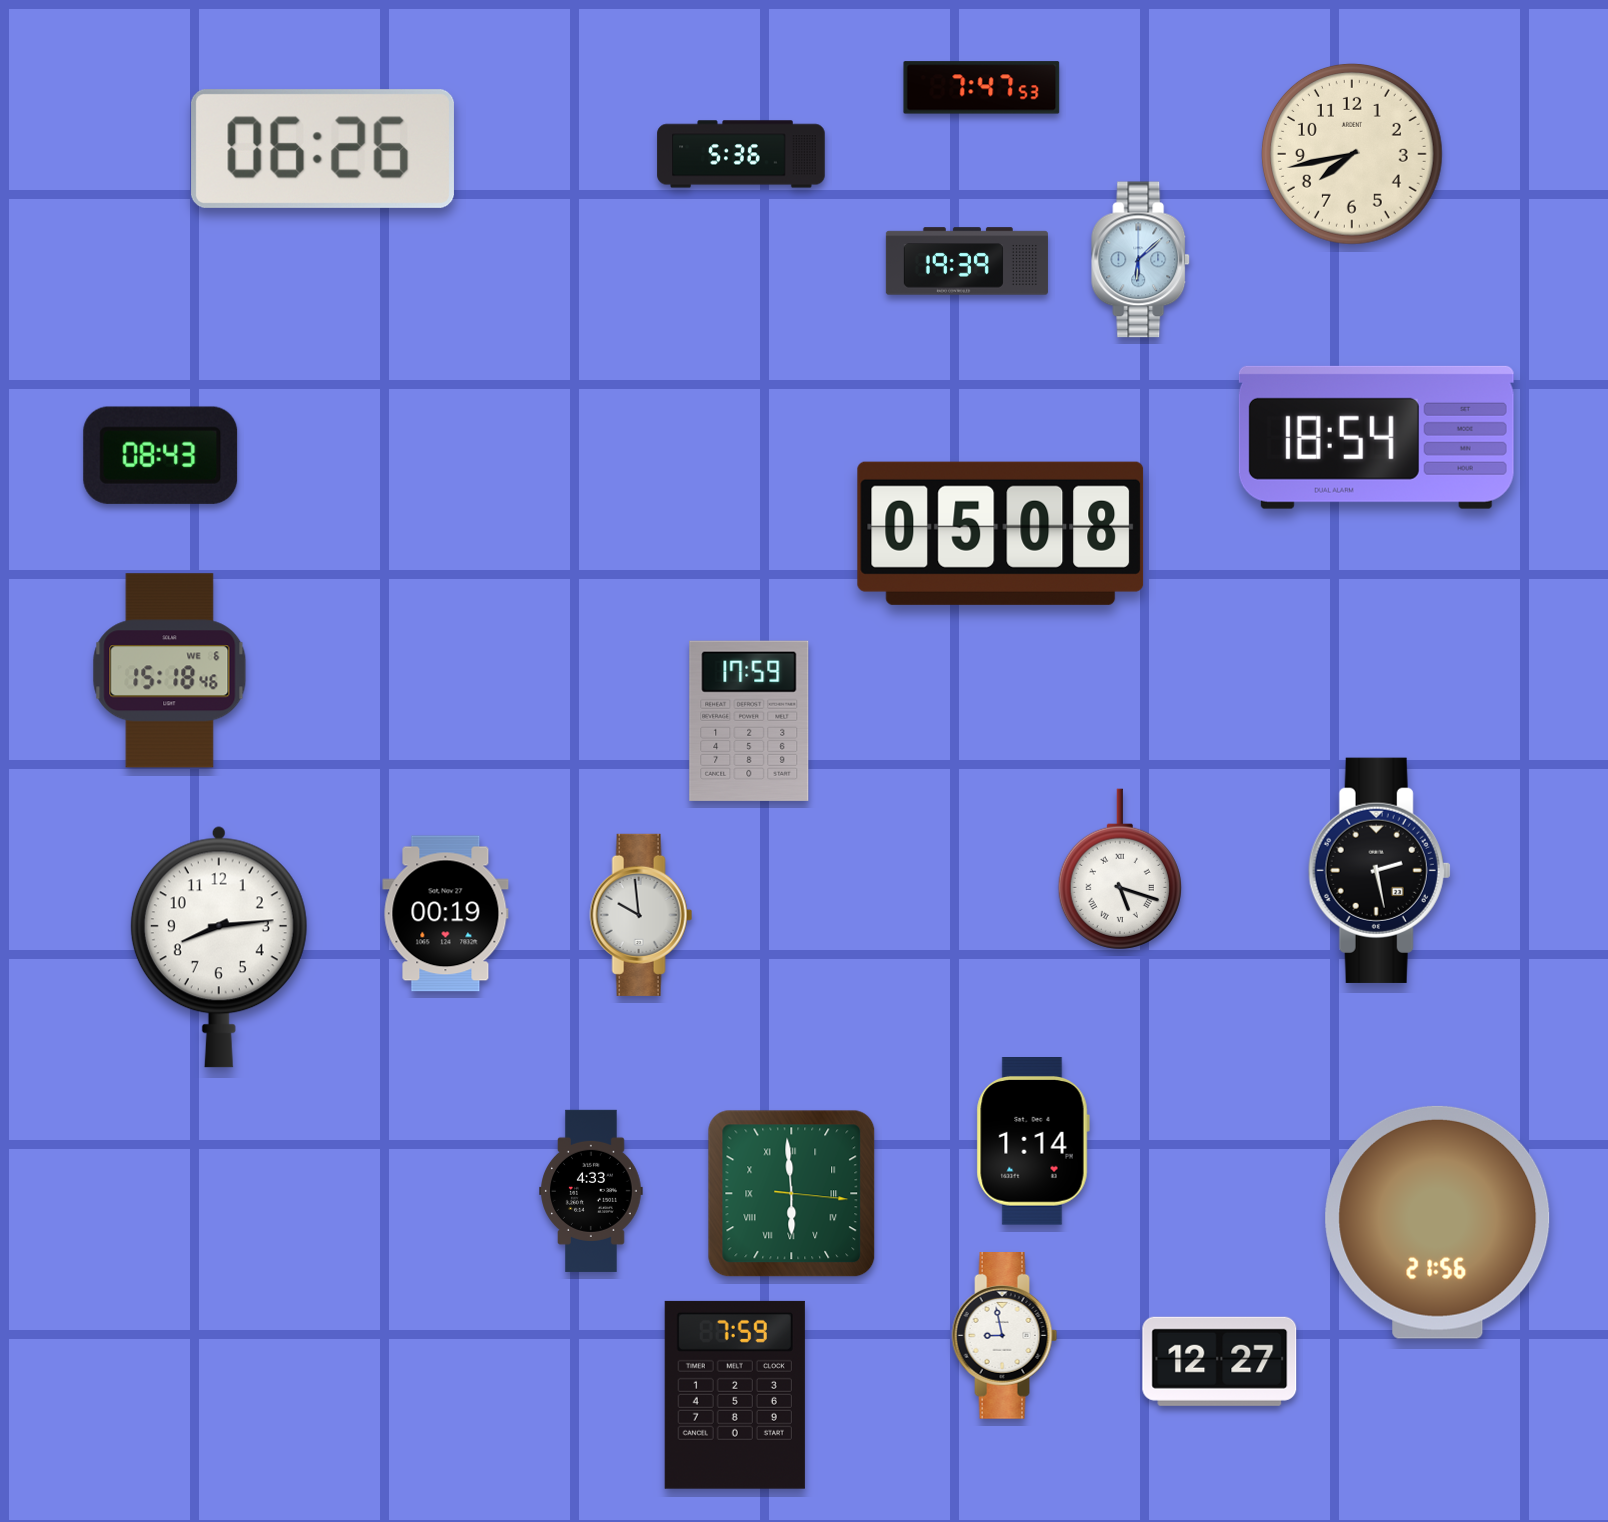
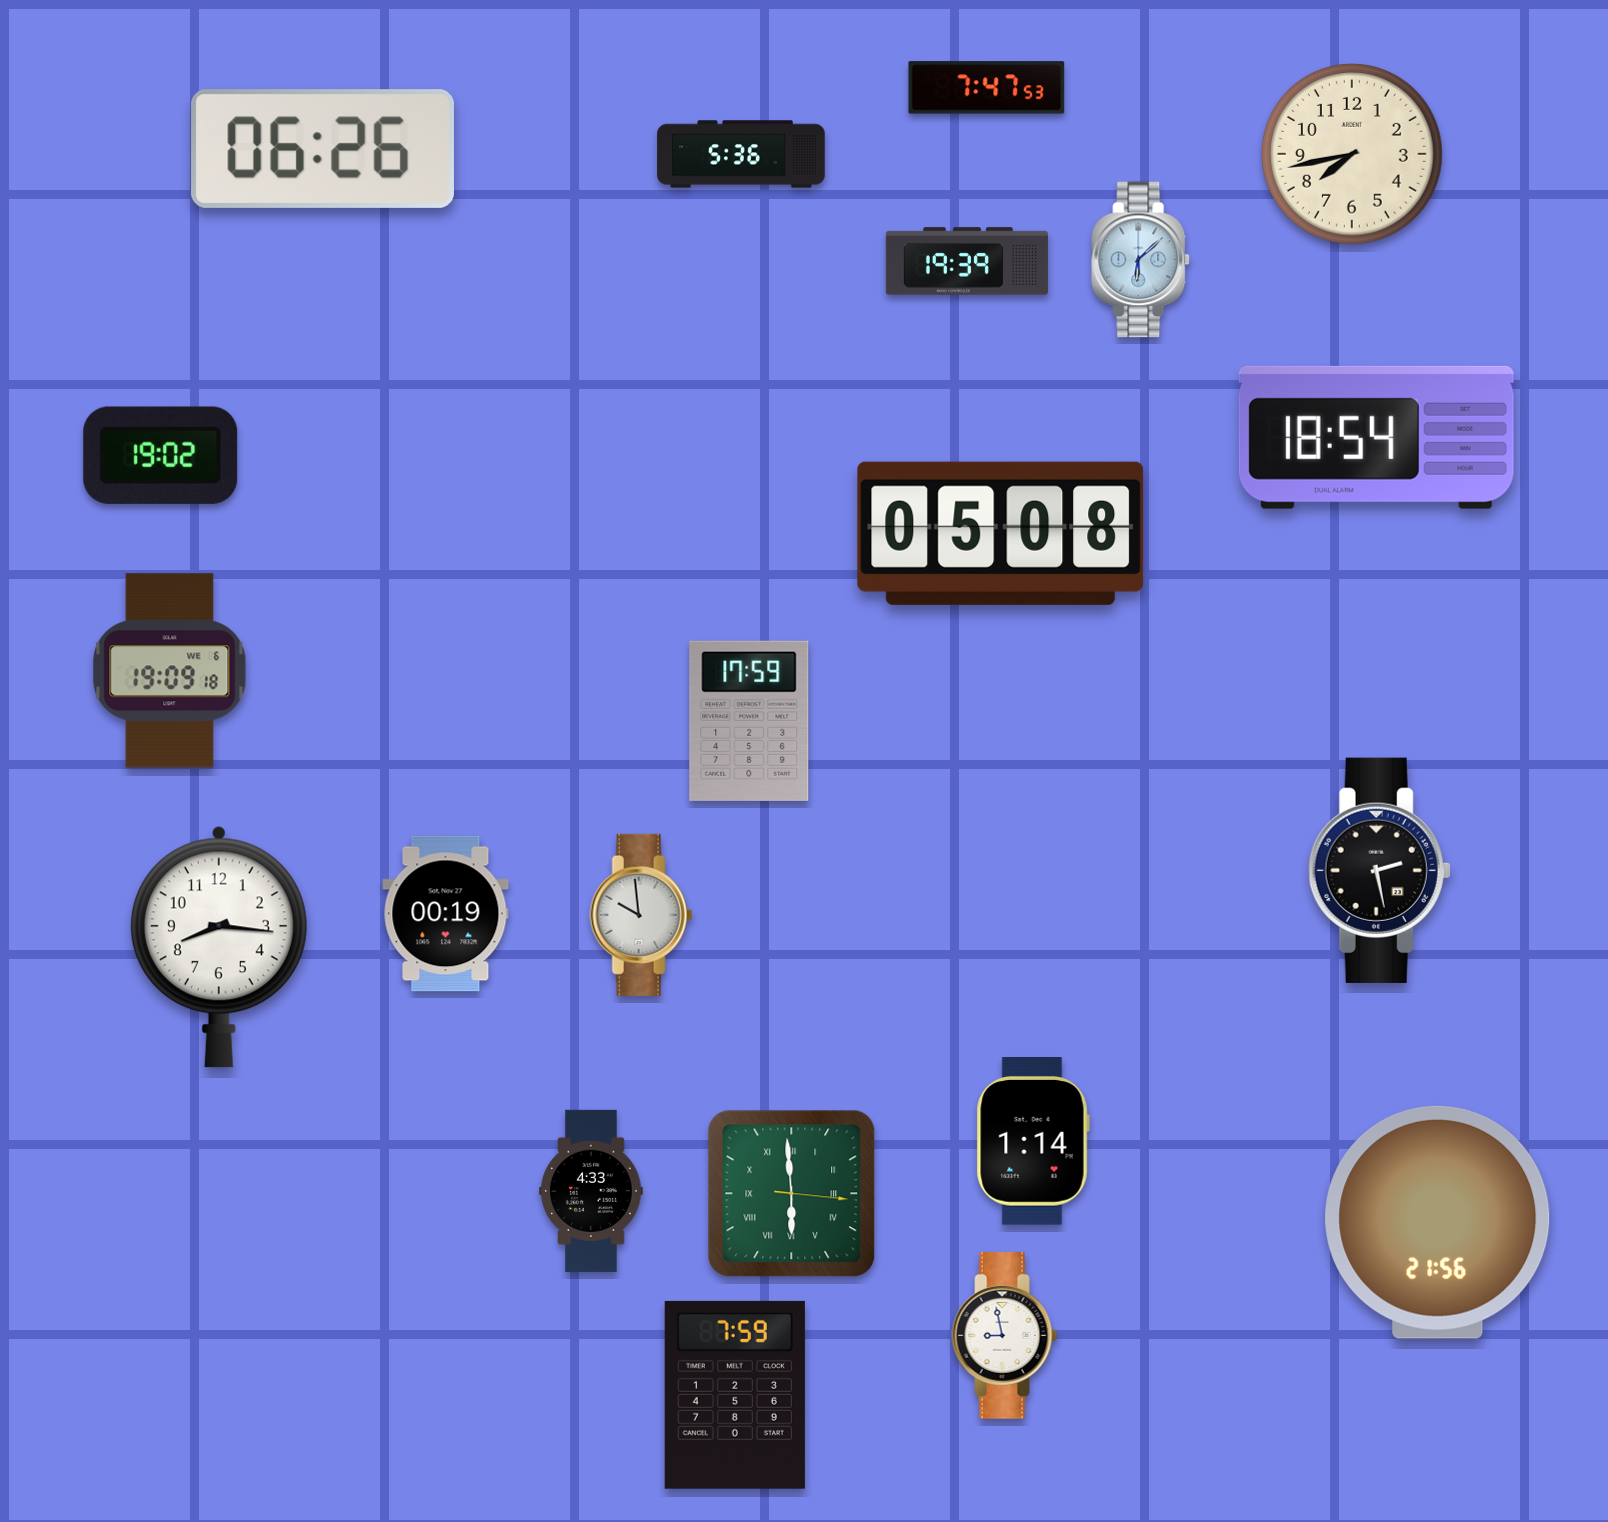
clock at (982, 88) position: (982, 88) -> (987, 88)
clock at (161, 455): 08:43 -> 19:02
clock at (170, 671): 15:18 -> 19:09
clock at (1120, 869): 5:18 -> none
clock at (219, 947): 8:14 -> 8:16
clock at (1220, 1361): 12:27 -> none
